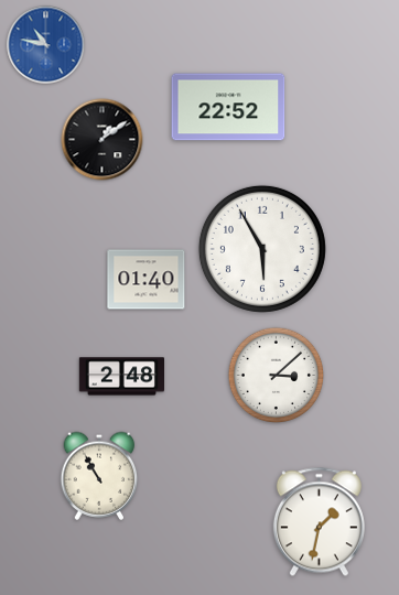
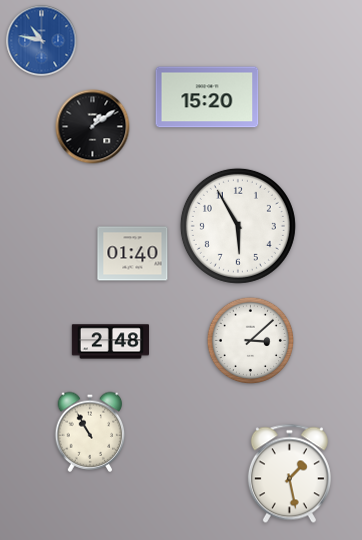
clock at (228, 107): 22:52 -> 15:20
clock at (319, 522): 1:32 -> 1:28
